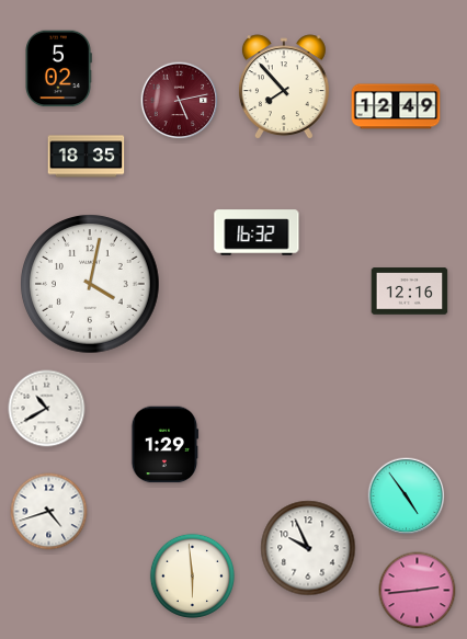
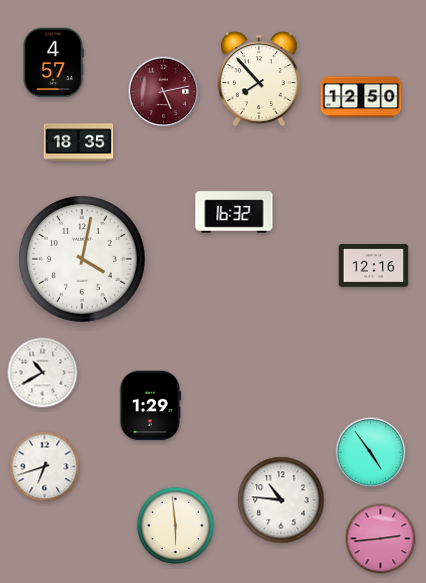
clock at (58, 69): 5:02 -> 4:57
clock at (396, 106): 12:49 -> 12:50
clock at (49, 512): 4:42 -> 6:42
clock at (308, 548): 9:56 -> 10:46
